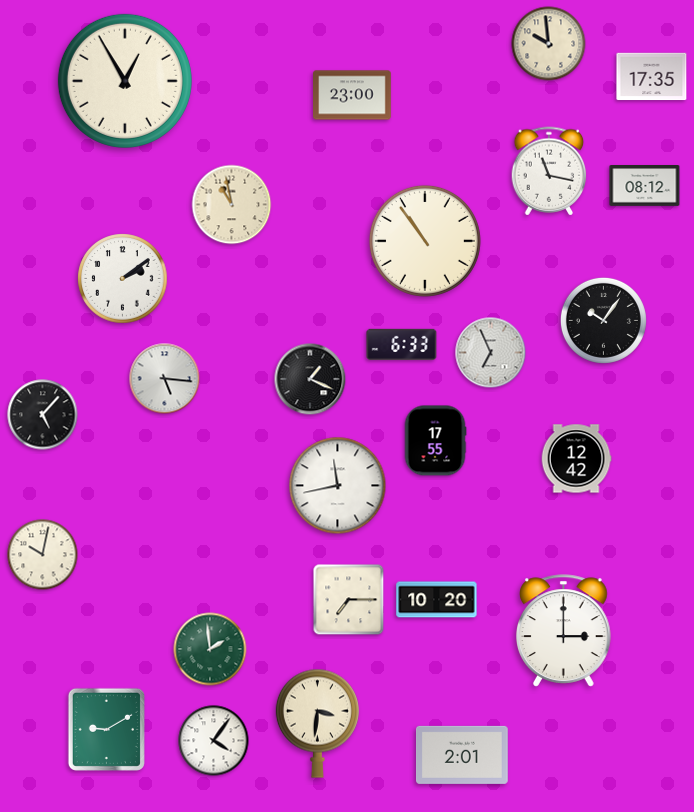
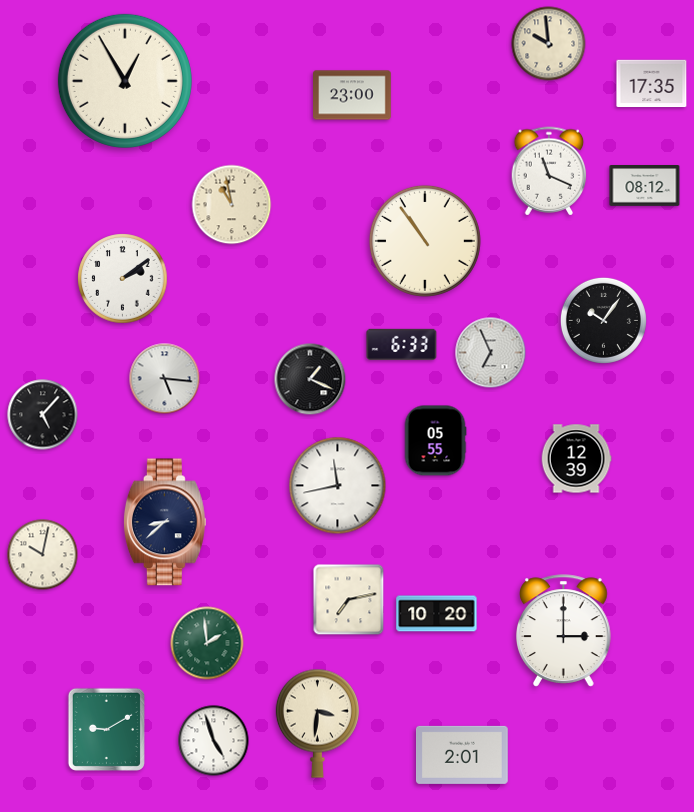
clock at (652, 77) position: (652, 77) -> (652, 84)
clock at (549, 171): 11:17 -> 11:19
clock at (435, 441): 17:55 -> 05:55
clock at (576, 459): 12:42 -> 12:39
clock at (165, 522): none -> 8:38
clock at (349, 600): 7:15 -> 7:13
clock at (437, 600) position: (437, 600) -> (437, 614)
clock at (210, 649) position: (210, 649) -> (207, 643)
clock at (214, 741): 4:06 -> 4:57
